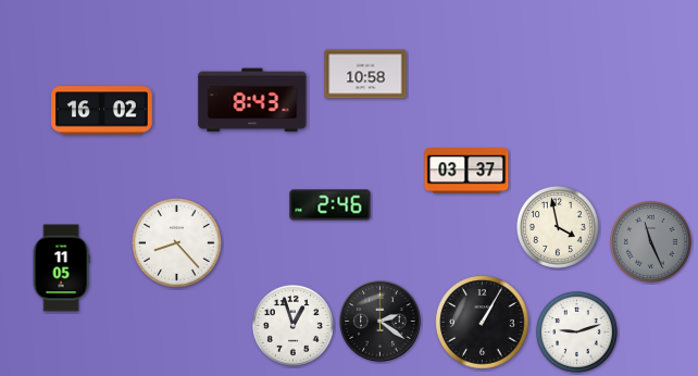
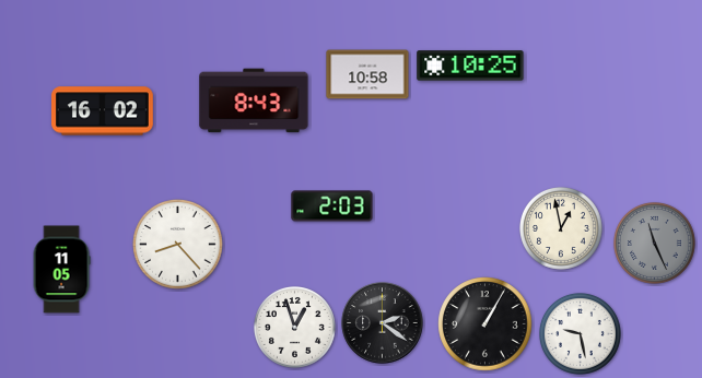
clock at (470, 66): none -> 10:25
clock at (466, 171): 03:37 -> none
clock at (331, 205): 2:46 -> 2:03
clock at (559, 228): 3:58 -> 12:58
clock at (577, 333): 9:12 -> 9:28
